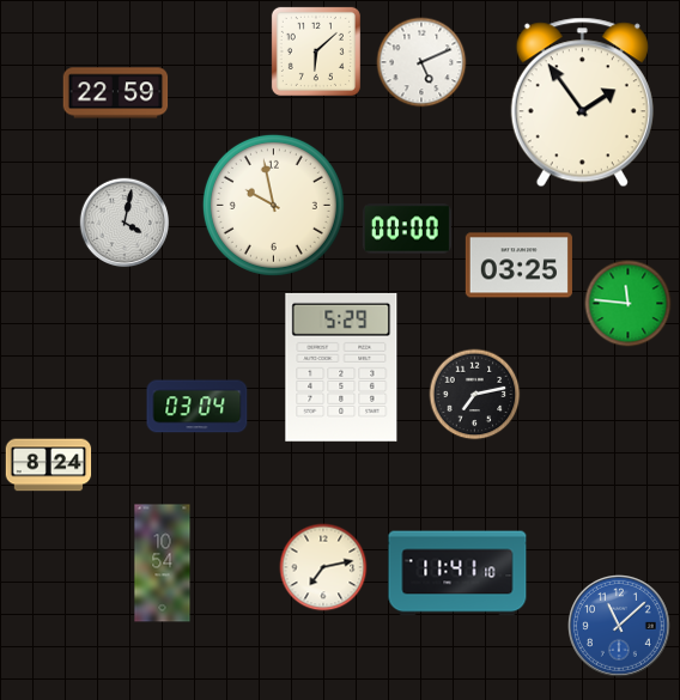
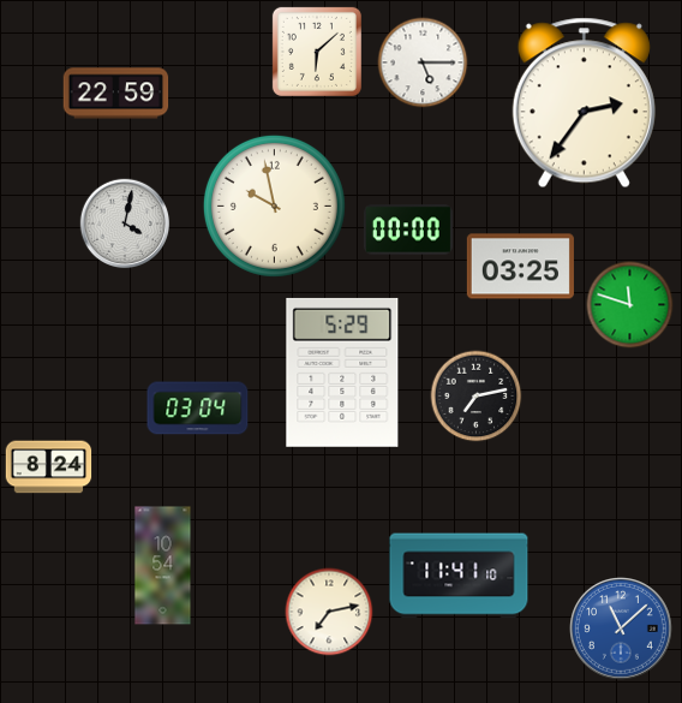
clock at (421, 62): 5:11 -> 5:15
clock at (582, 103): 1:54 -> 2:36
clock at (629, 304): 11:46 -> 11:48
clock at (341, 367) position: (341, 367) -> (342, 373)
clock at (323, 567) position: (323, 567) -> (329, 612)
